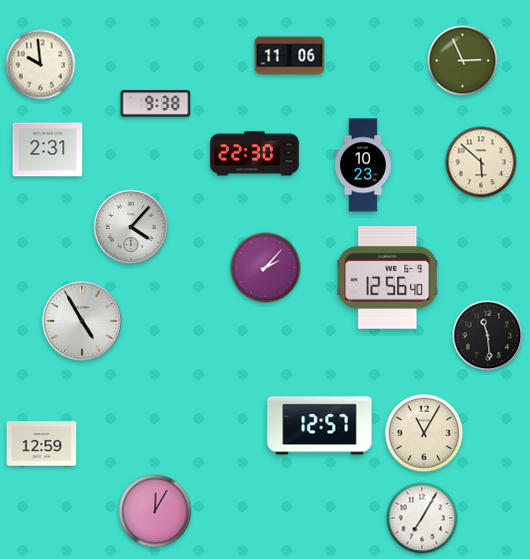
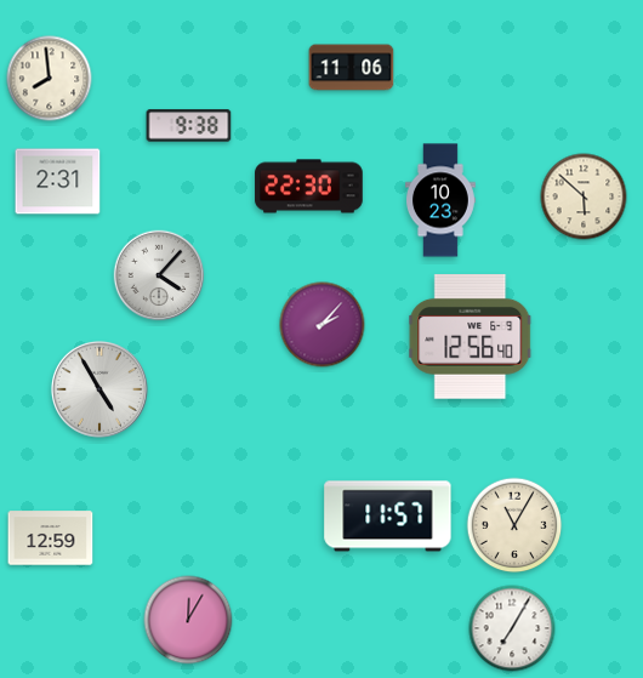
clock at (463, 61): 2:56 -> none
clock at (41, 65): 9:59 -> 7:59
clock at (488, 336): 11:29 -> none
clock at (320, 426): 12:57 -> 11:57
